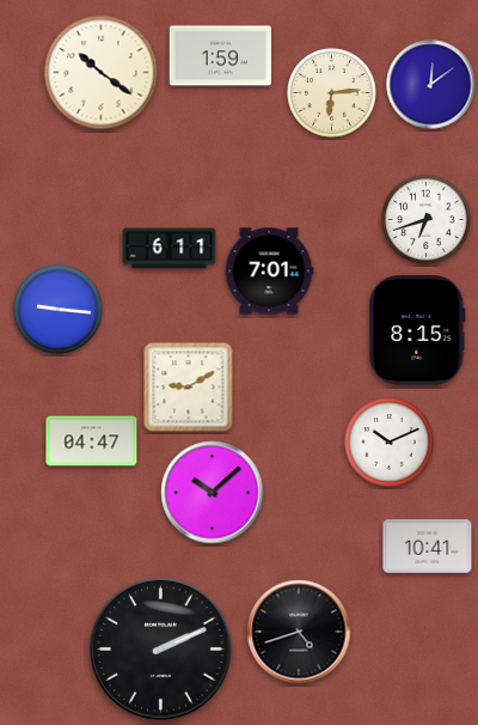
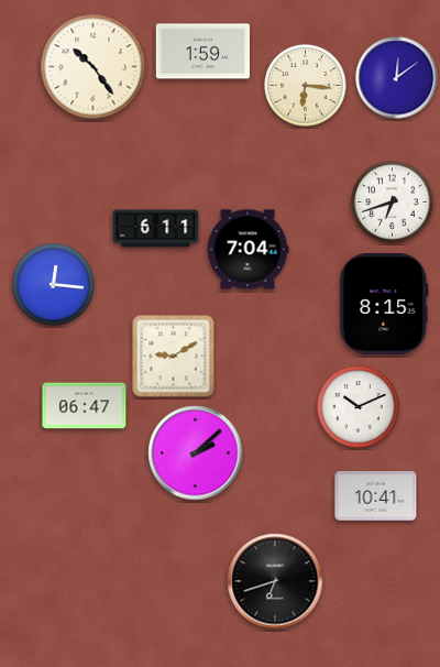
clock at (102, 73): 10:21 -> 10:24
clock at (332, 93): 6:14 -> 6:16
clock at (269, 272): 7:01 -> 7:04
clock at (59, 310): 9:16 -> 12:16
clock at (92, 441): 04:47 -> 06:47
clock at (213, 493): 10:08 -> 2:08
clock at (428, 547) position: (428, 547) -> (376, 496)
clock at (299, 632): 4:42 -> 6:42
clock at (161, 650): 2:11 -> none
